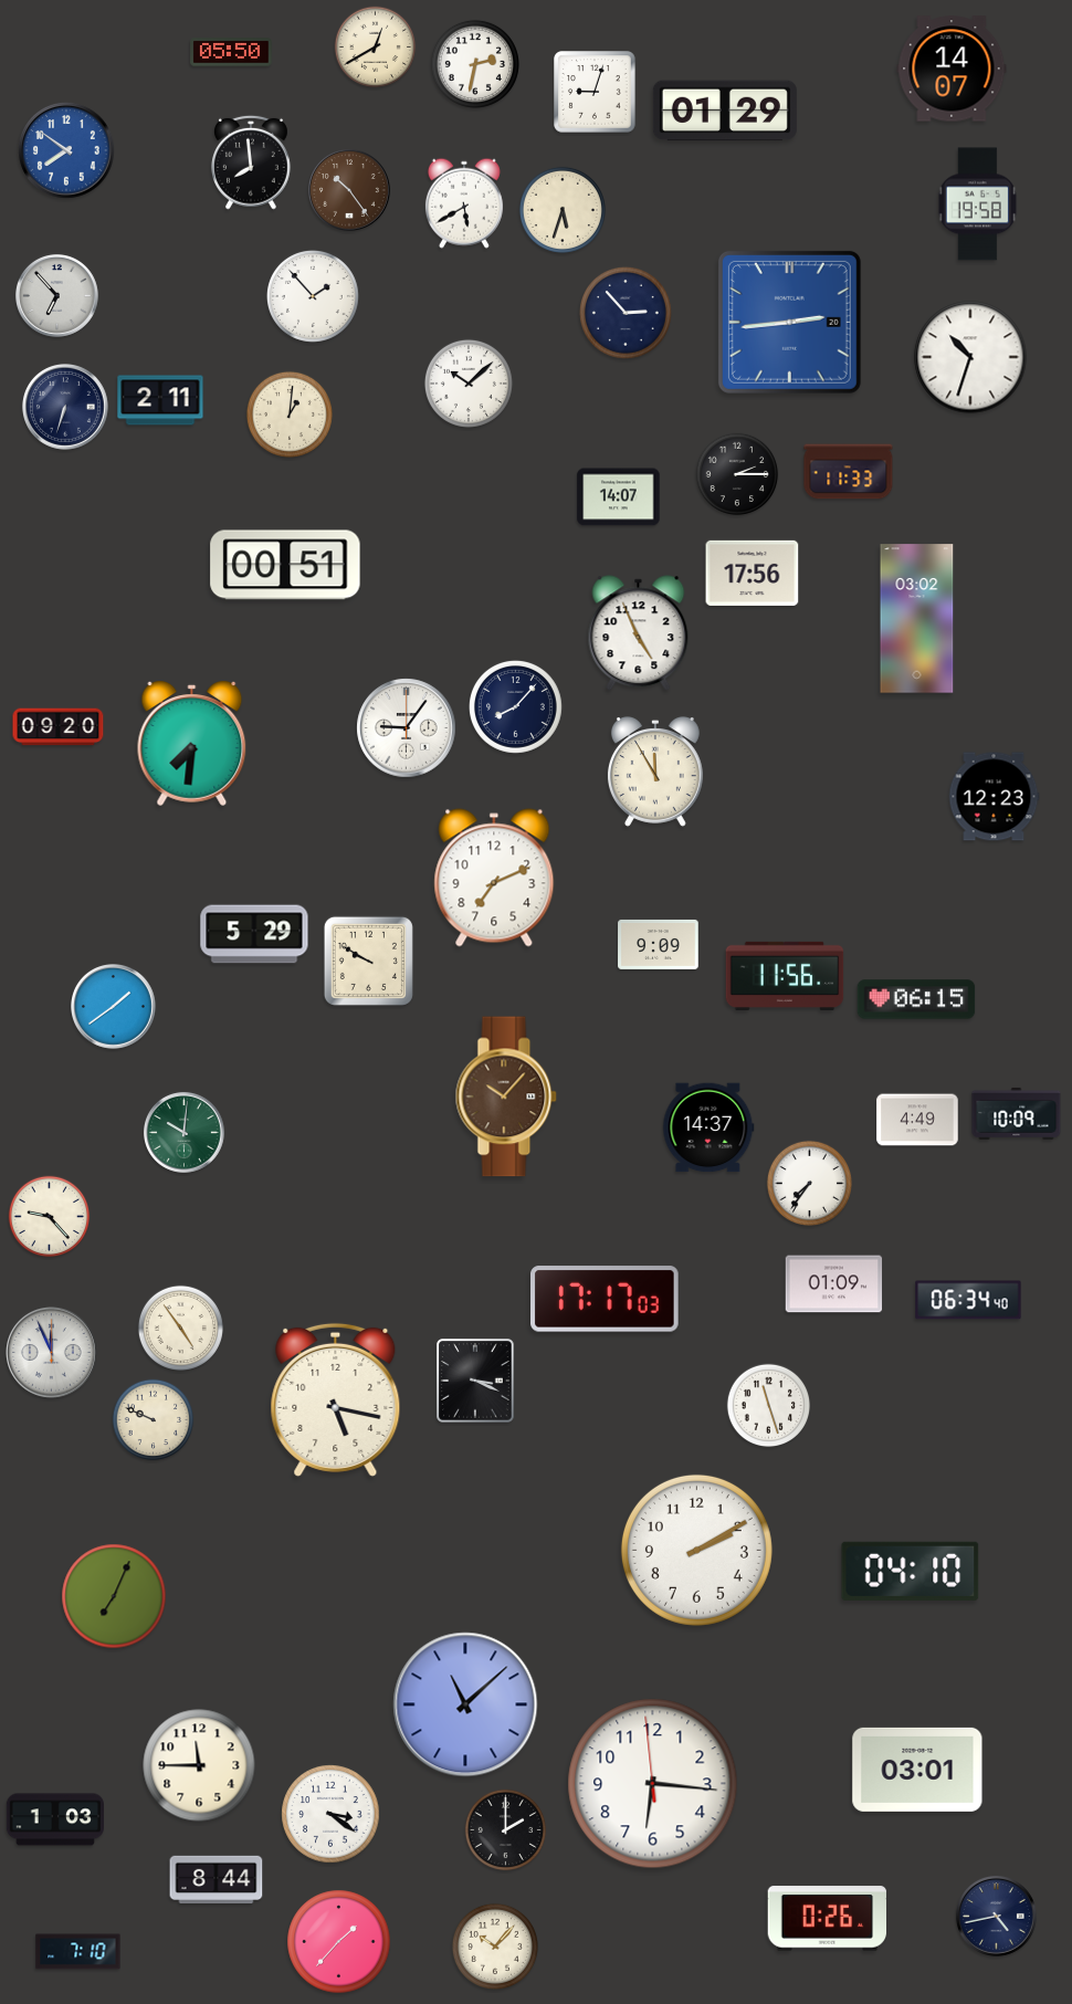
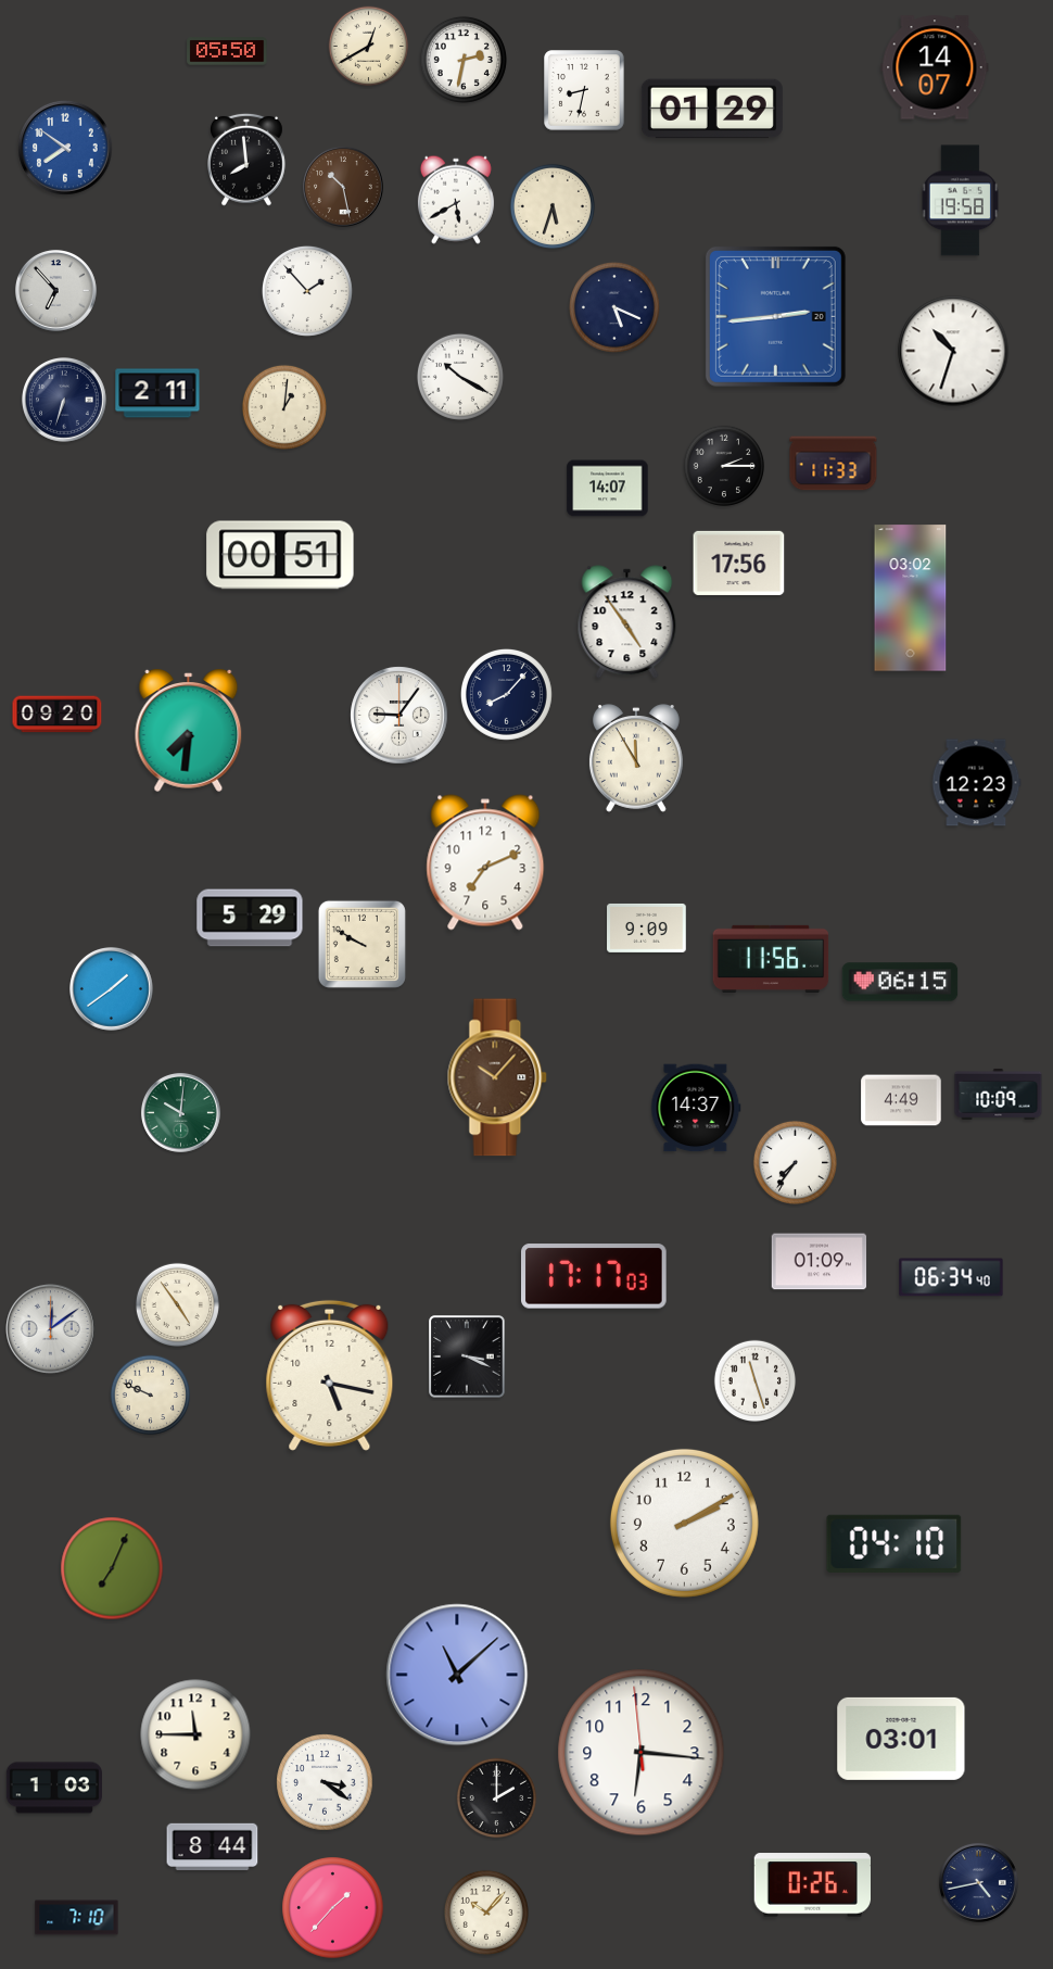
clock at (475, 64) position: (475, 64) -> (464, 60)
clock at (595, 92): 9:03 -> 8:32
clock at (349, 190): 10:24 -> 10:28
clock at (626, 313): 2:53 -> 5:19
clock at (469, 384): 10:08 -> 10:20
clock at (917, 619) position: (917, 619) -> (911, 598)
clock at (639, 633): 4:56 -> 4:54
clock at (655, 772) position: (655, 772) -> (636, 758)
clock at (50, 1217): 9:23 -> none
clock at (52, 1353): 11:56 -> 12:09
